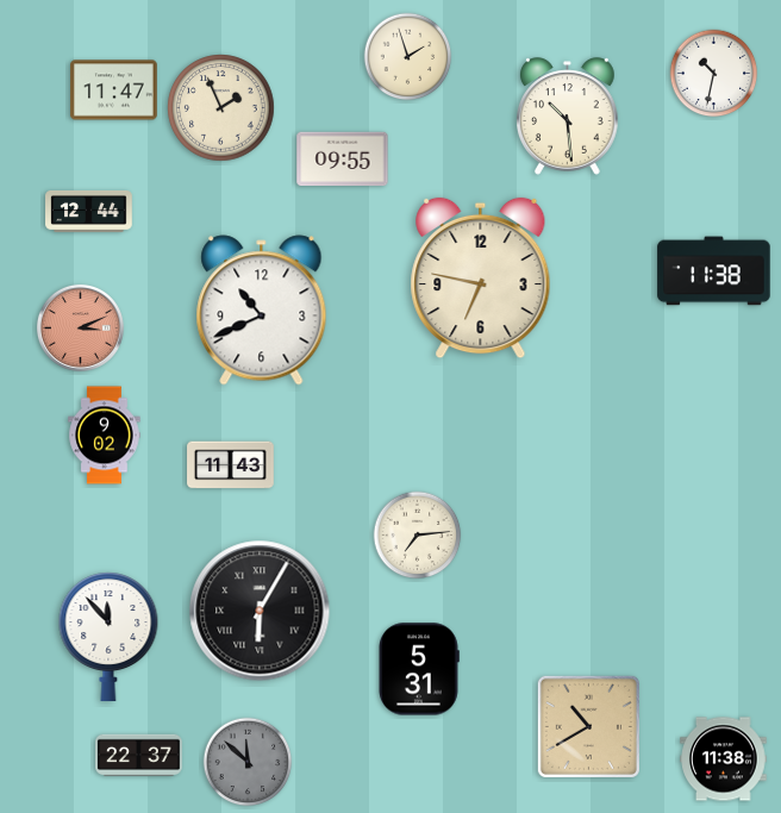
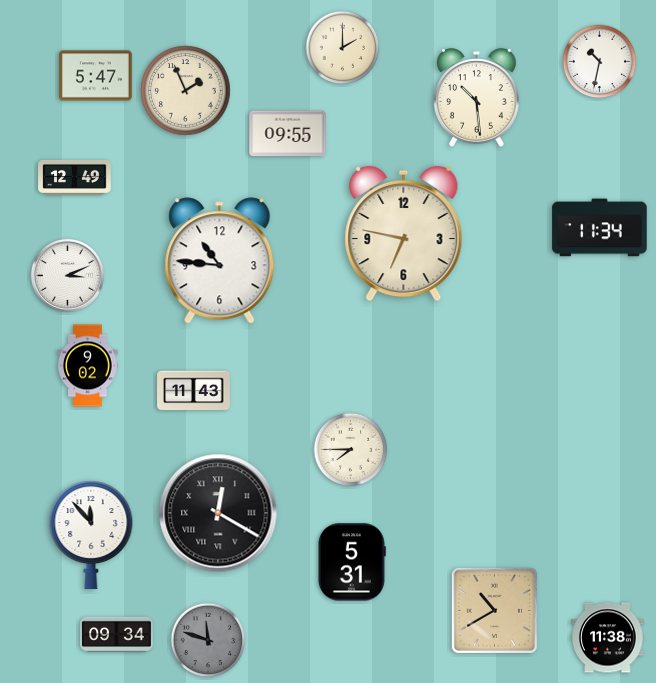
clock at (408, 57): 1:57 -> 2:00
clock at (114, 90): 11:47 -> 5:47
clock at (89, 211): 12:44 -> 12:49
clock at (714, 271): 11:38 -> 11:34
clock at (262, 311): 10:41 -> 10:46
clock at (80, 327) dial: salmon -> white
clock at (418, 536): 7:14 -> 7:45
clock at (260, 611): 6:05 -> 12:20
clock at (139, 755): 22:37 -> 09:34
clock at (248, 762): 11:52 -> 11:48
